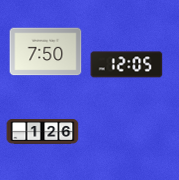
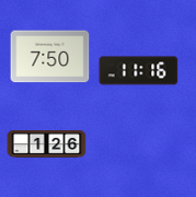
clock at (127, 65): 12:05 -> 11:16
